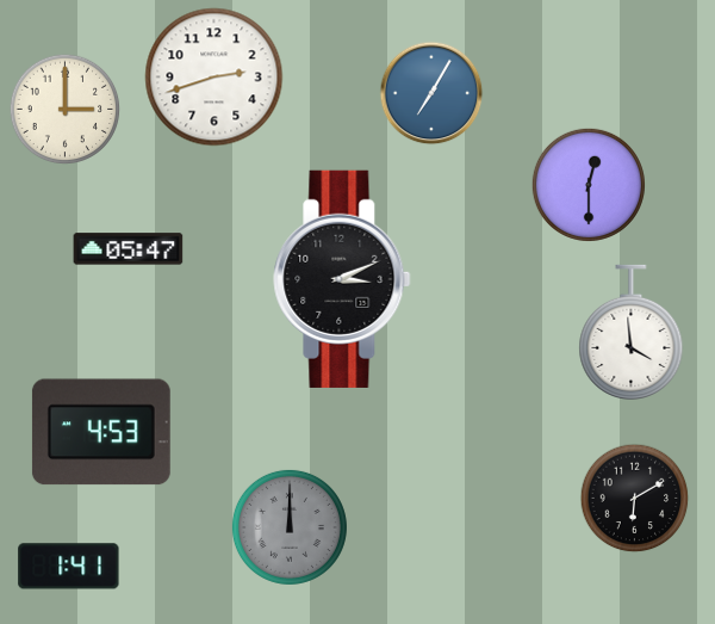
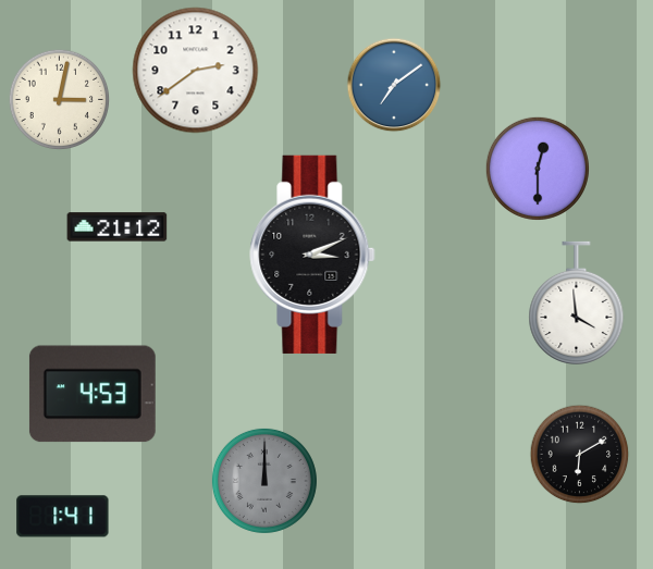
clock at (214, 78): 2:42 -> 2:39
clock at (431, 93): 7:05 -> 7:09
clock at (66, 110): 3:00 -> 3:02
clock at (129, 249): 05:47 -> 21:12
